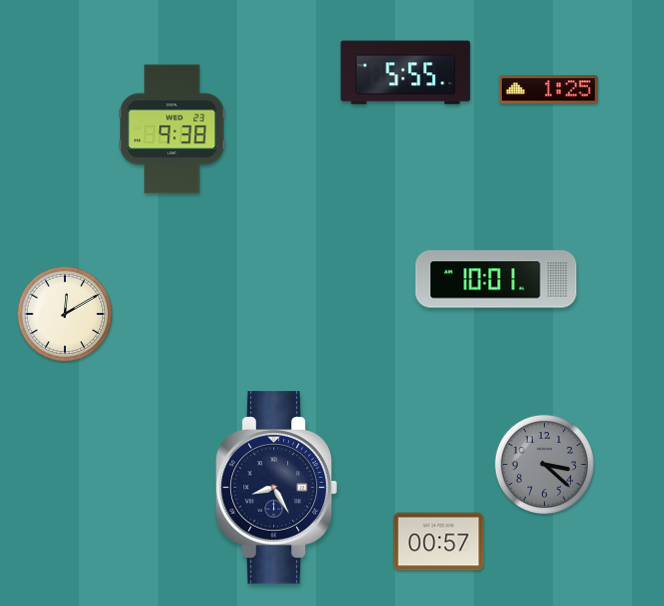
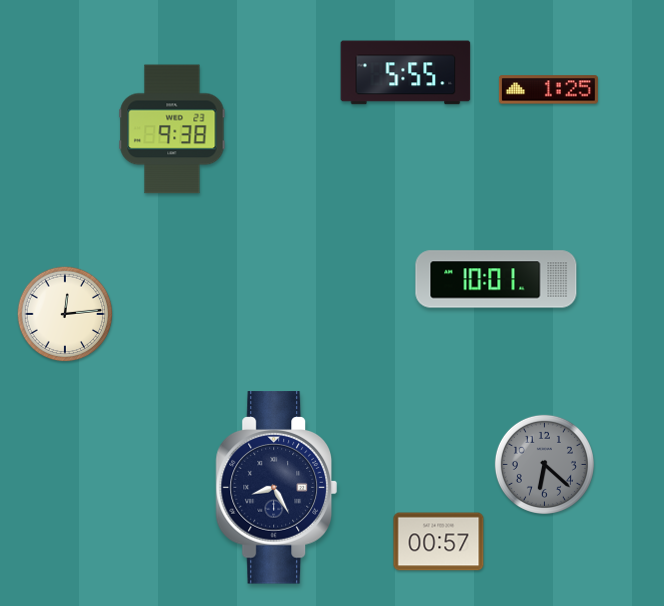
clock at (65, 314): 12:10 -> 12:14
clock at (544, 464): 3:22 -> 6:22
